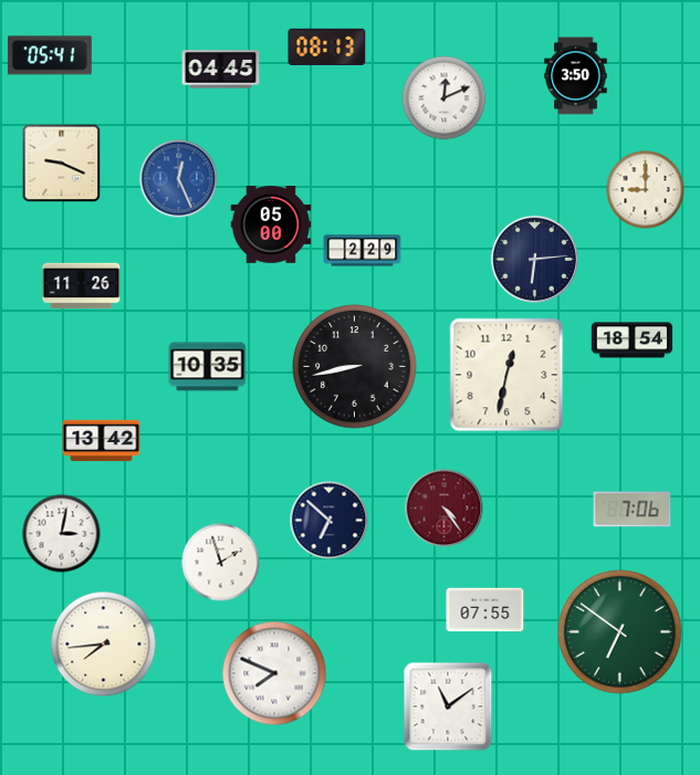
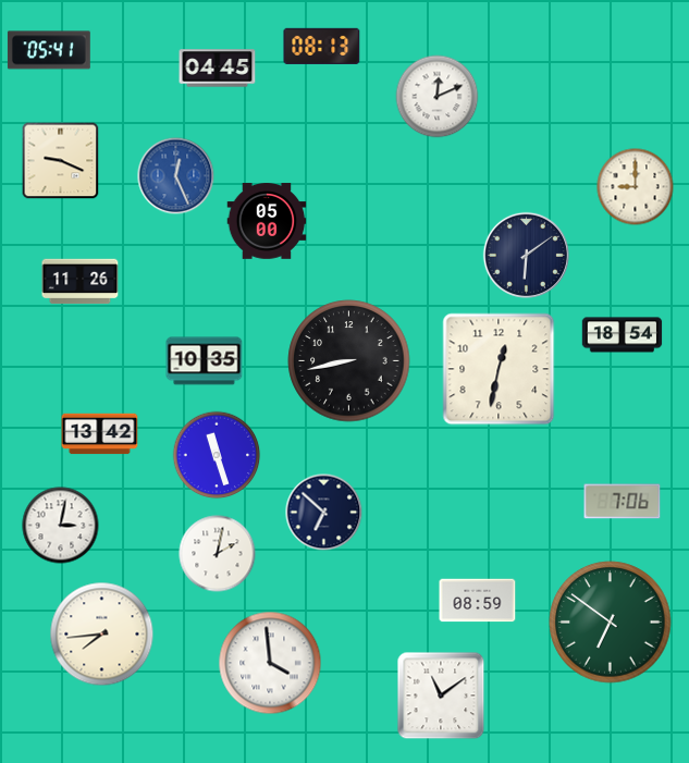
clock at (50, 55) position: (50, 55) -> (49, 50)
clock at (576, 76): 3:50 -> none
clock at (363, 251): 2:29 -> none
clock at (534, 259): 6:14 -> 6:09
clock at (217, 455): none -> 11:27
clock at (445, 509): 4:24 -> none
clock at (221, 563): 1:57 -> 2:02
clock at (485, 610): 07:55 -> 08:59
clock at (274, 673): 7:49 -> 3:59
